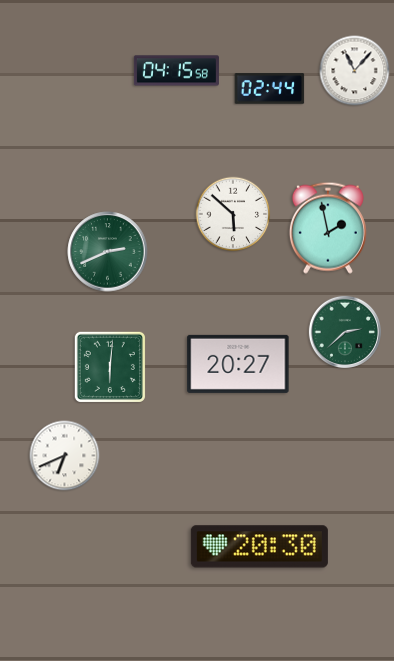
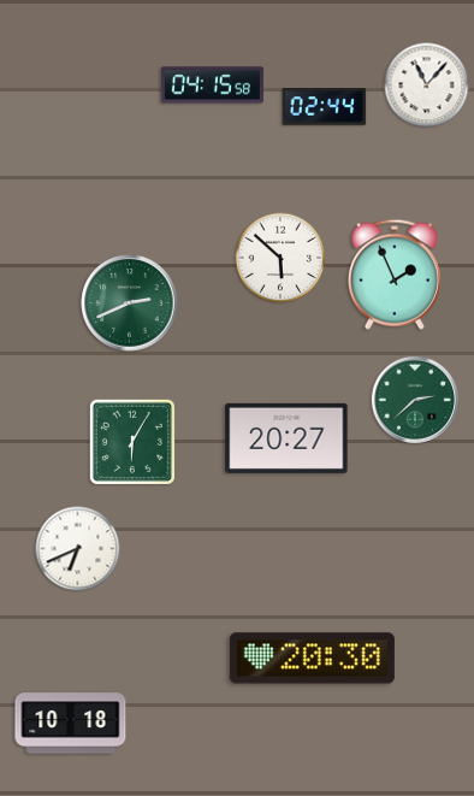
clock at (328, 228): 1:58 -> 1:56
clock at (110, 367): 6:01 -> 6:05
clock at (71, 724): none -> 10:18
